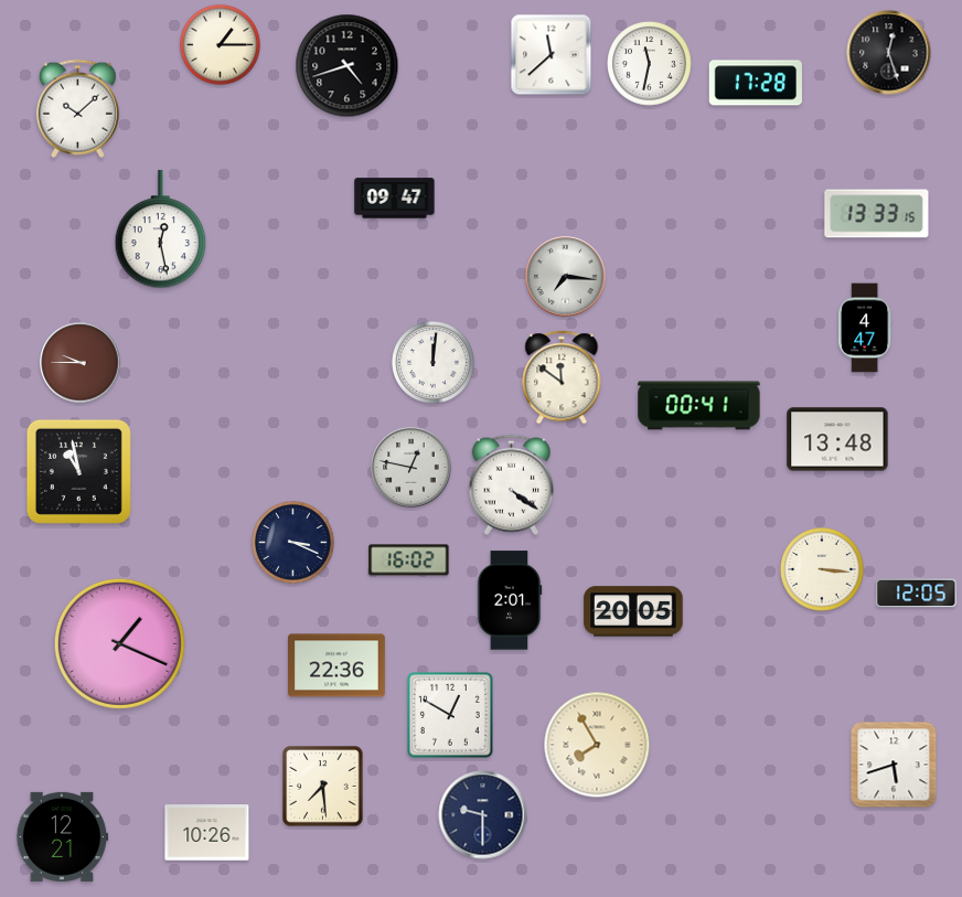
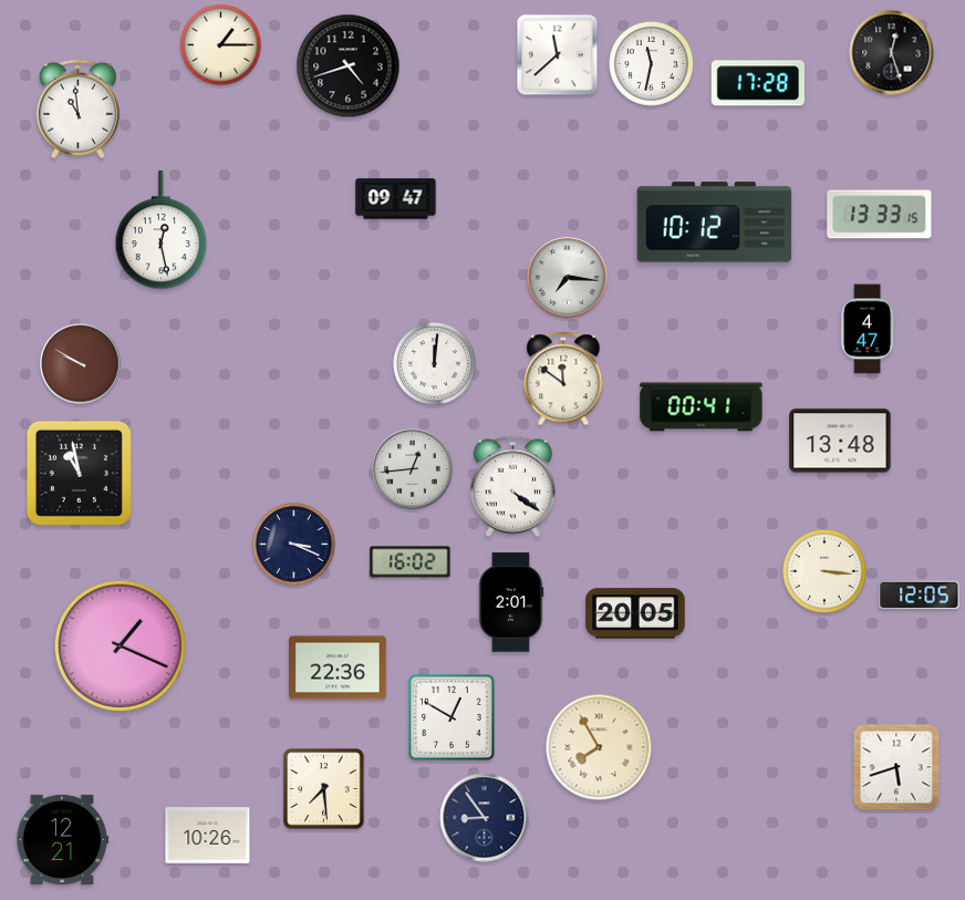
clock at (552, 55) position: (552, 55) -> (558, 55)
clock at (77, 109): 10:08 -> 10:59
clock at (715, 223): none -> 10:12
clock at (81, 363): 9:45 -> 9:50
clock at (411, 468): 12:47 -> 12:44
clock at (483, 815): 9:30 -> 8:54
